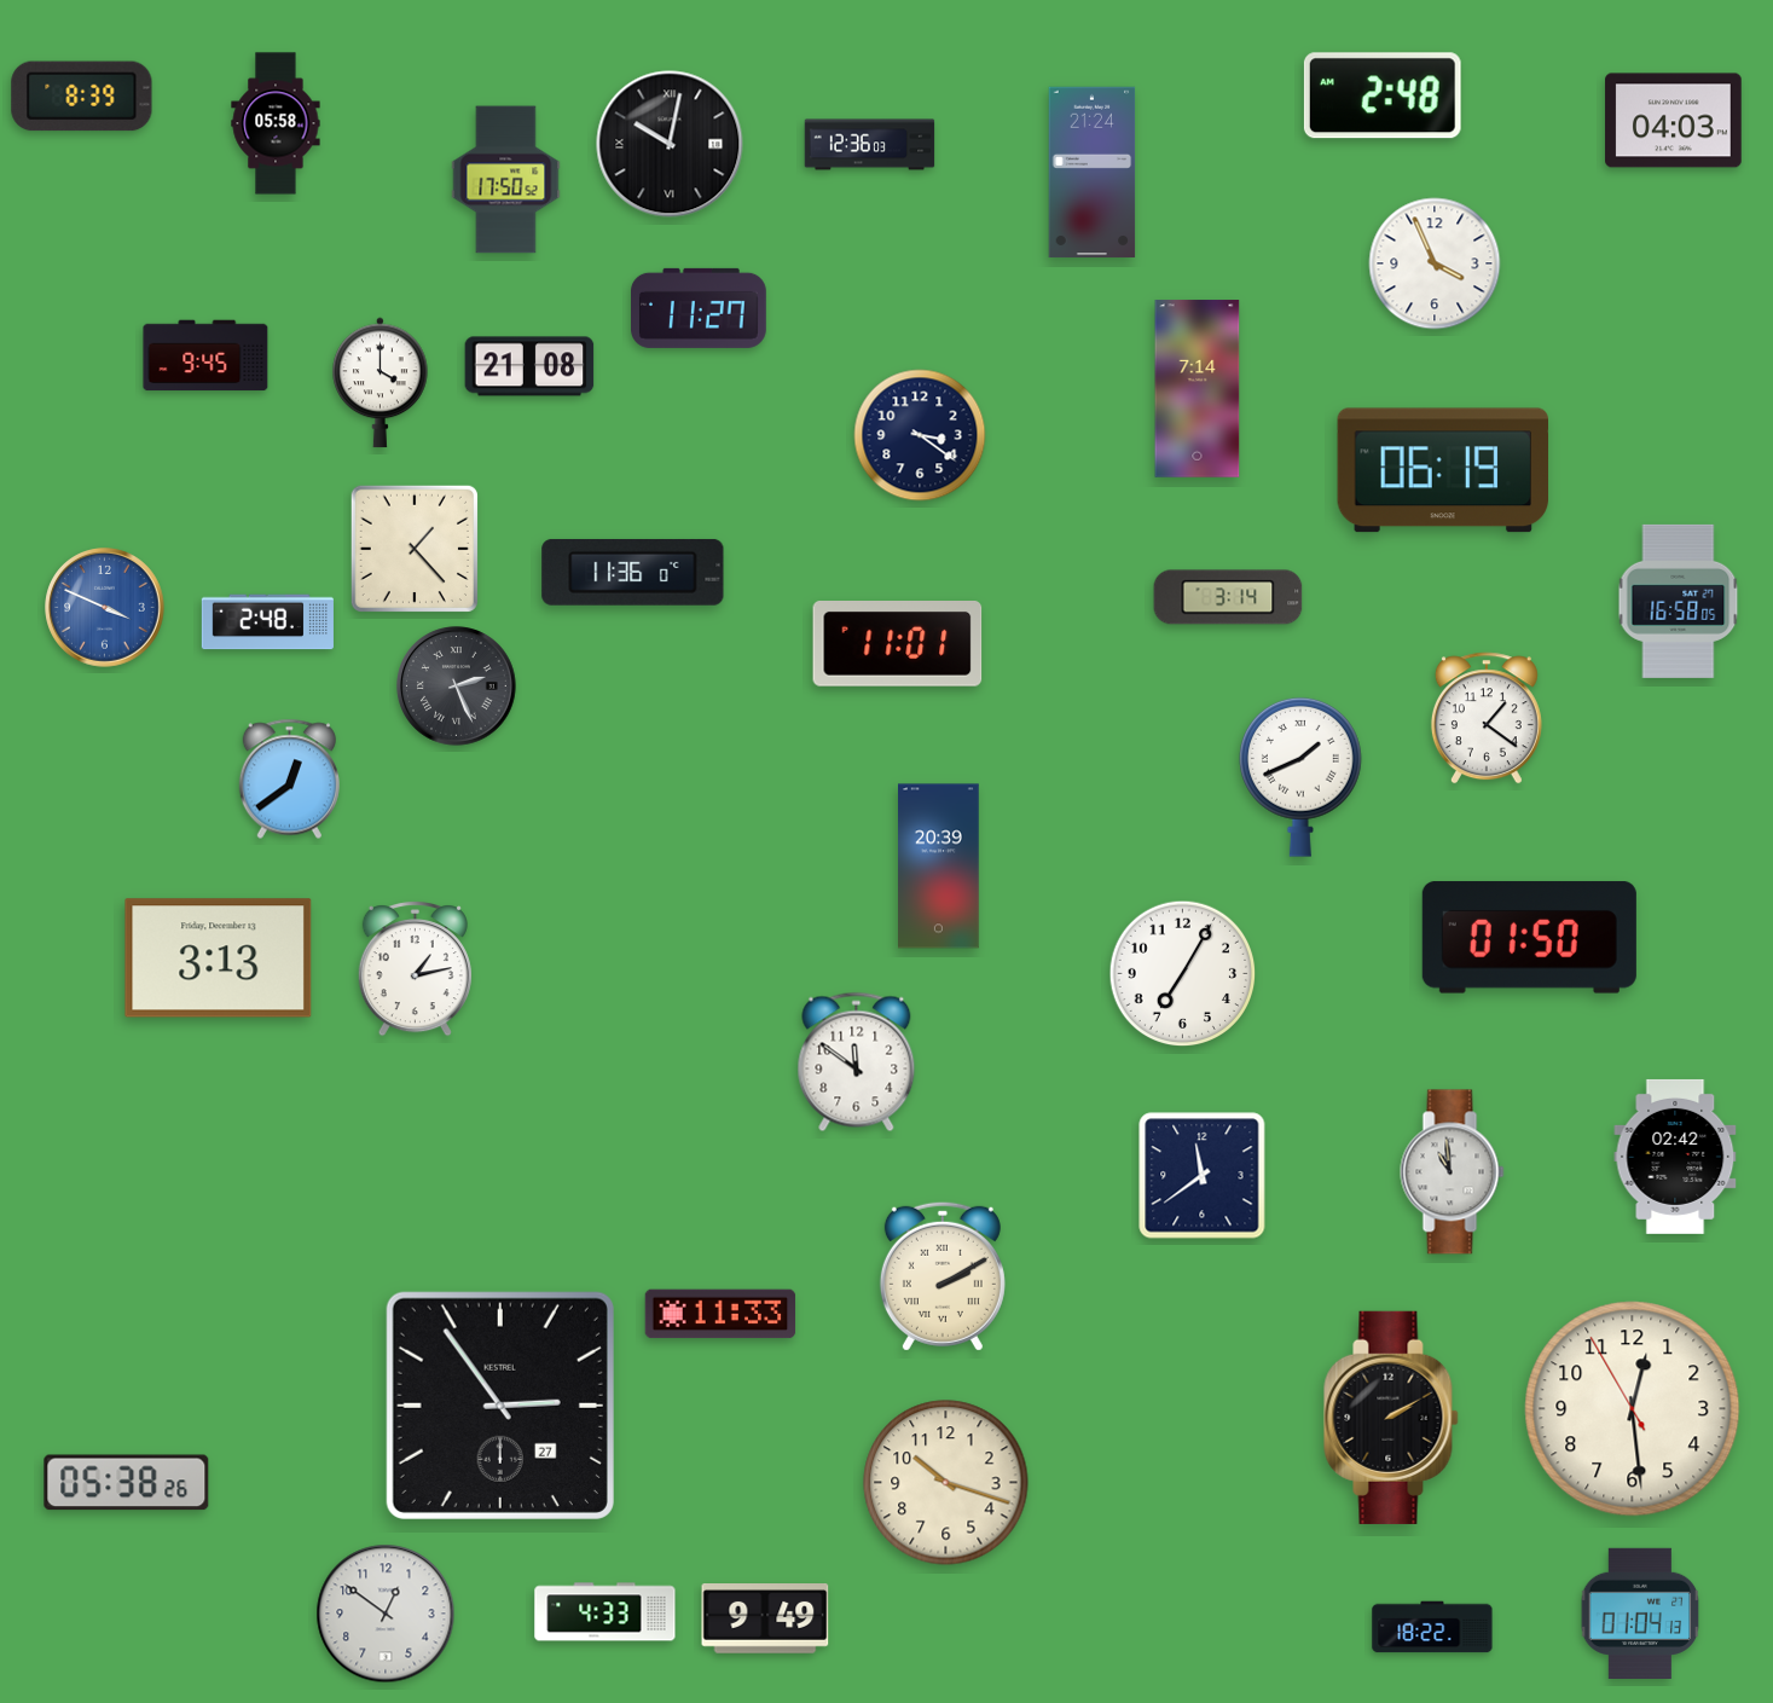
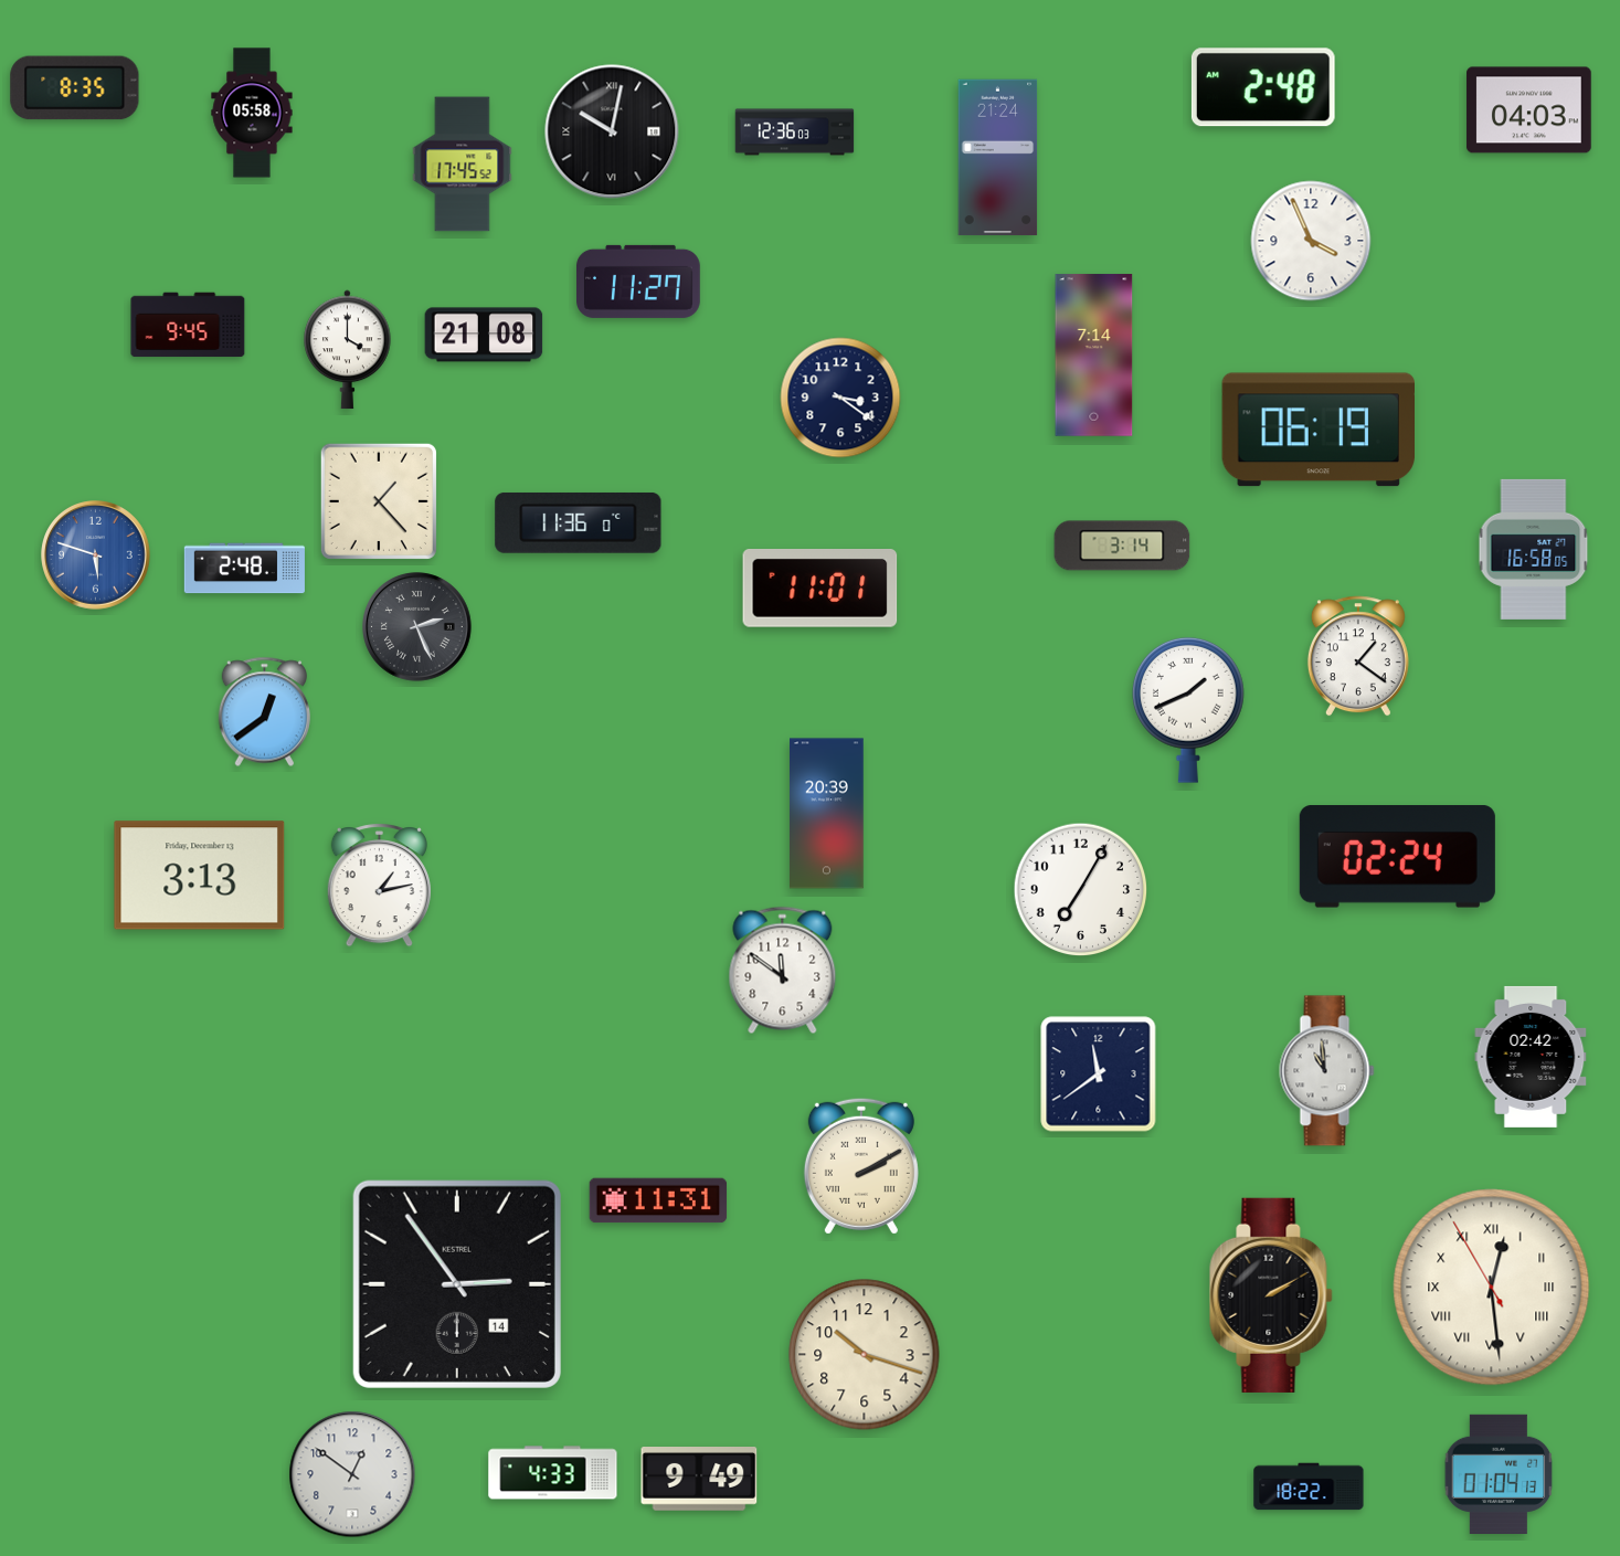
clock at (82, 97): 8:39 -> 8:35
clock at (506, 180): 17:50 -> 17:45
clock at (105, 608): 3:49 -> 5:48
clock at (939, 867) position: (939, 867) -> (827, 814)
clock at (1529, 938): 01:50 -> 02:24
clock at (720, 1314): 11:33 -> 11:31
clock at (500, 1406) date: 27 -> 14
clock at (1633, 1409) numerals: Arabic -> Roman
clock at (127, 1483): 05:38 -> none
